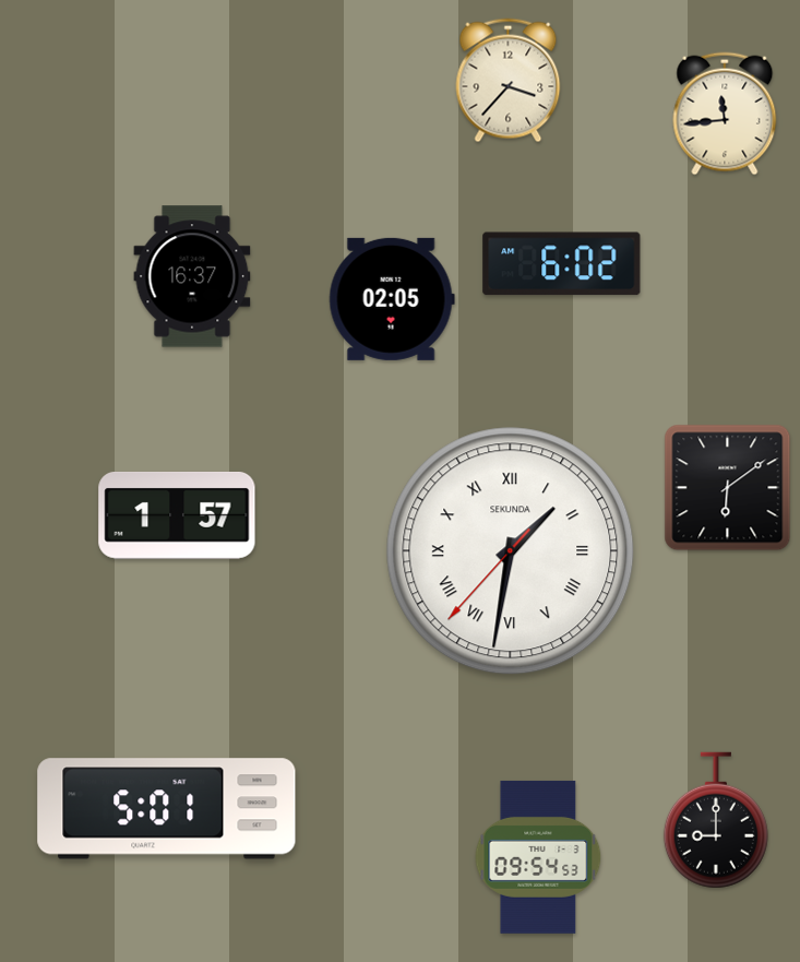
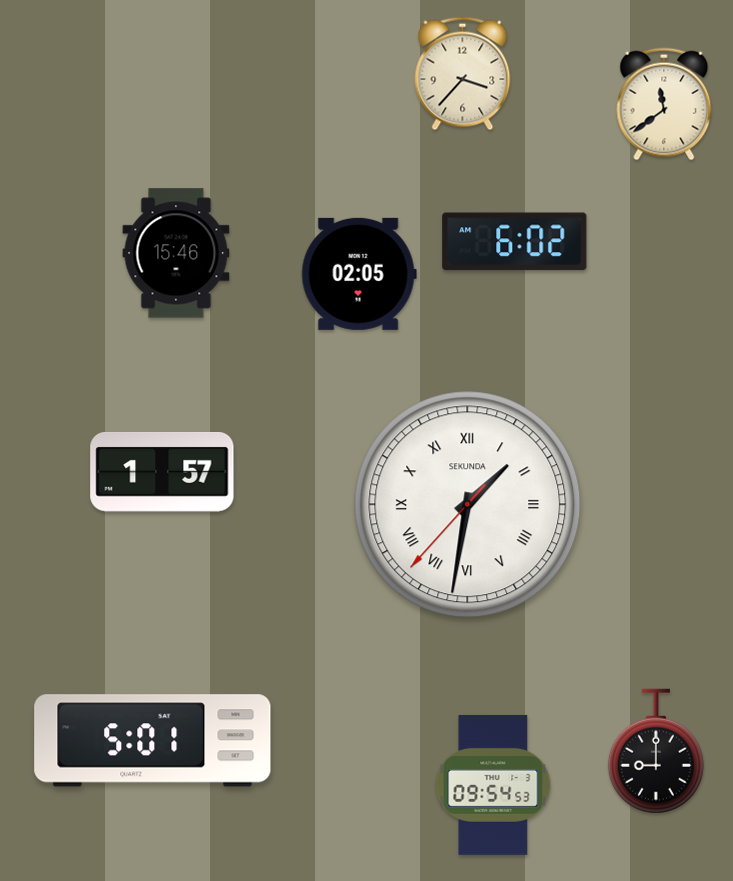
clock at (509, 81) position: (509, 81) -> (463, 74)
clock at (725, 114): 11:44 -> 11:39
clock at (192, 276): 16:37 -> 15:46
clock at (728, 488): 6:09 -> none
